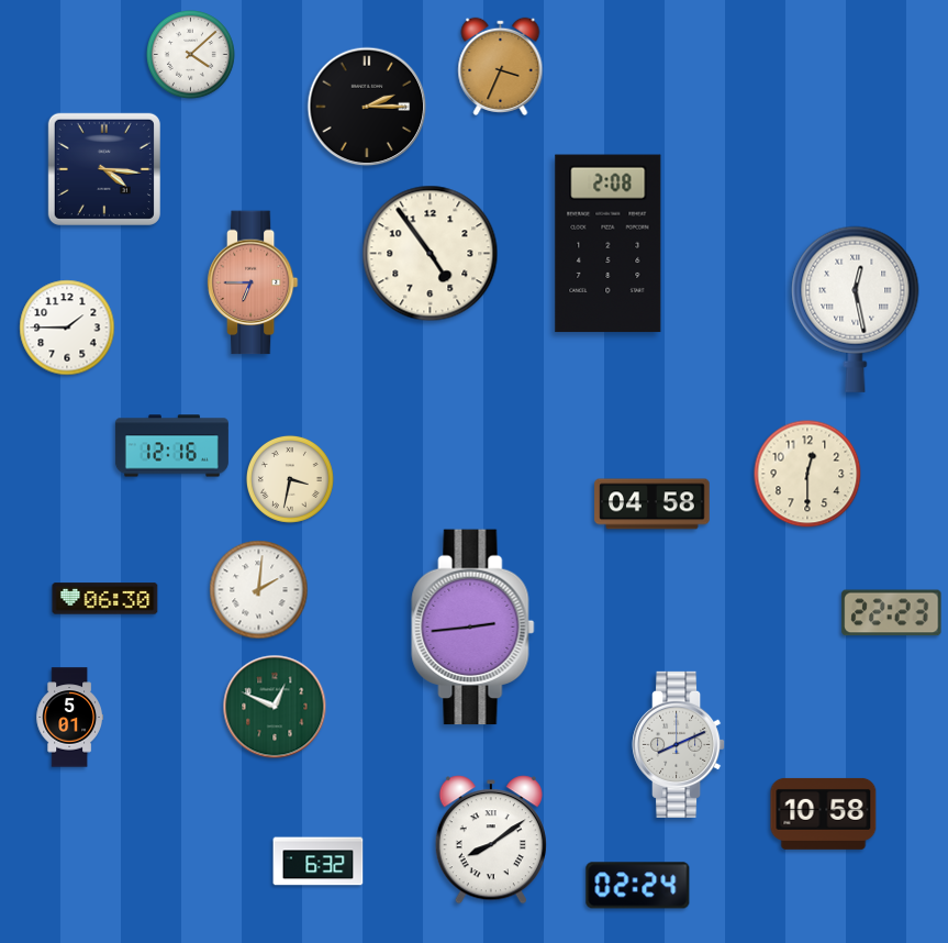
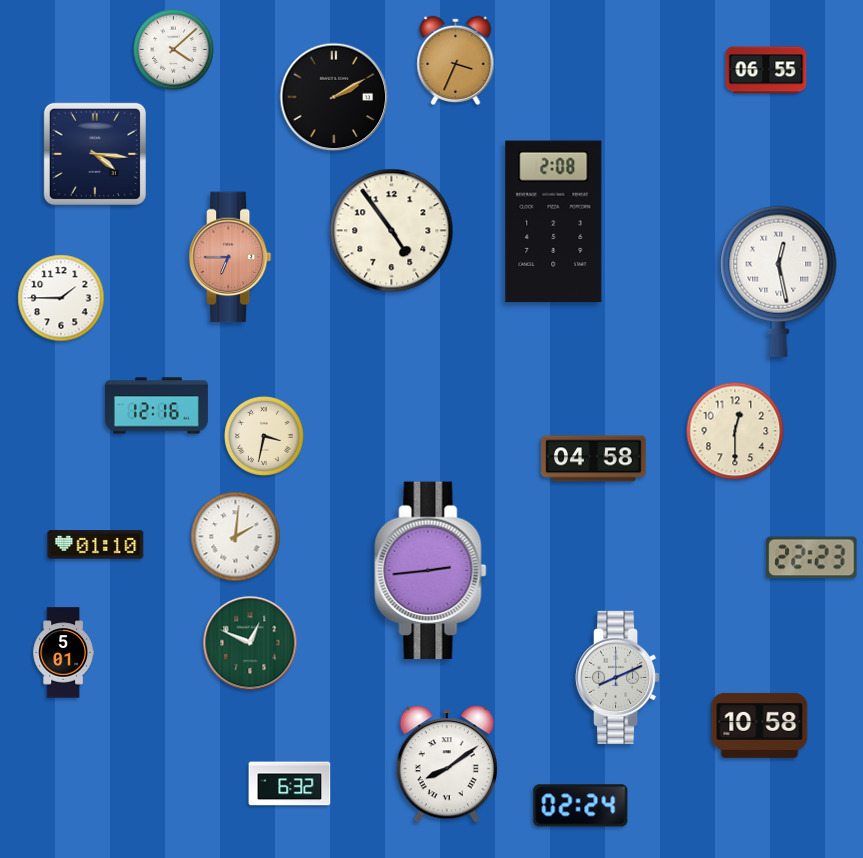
clock at (766, 70): none -> 06:55
clock at (367, 107): 2:15 -> 2:10
clock at (105, 599): 06:30 -> 01:10
clock at (824, 813) position: (824, 813) -> (760, 725)
